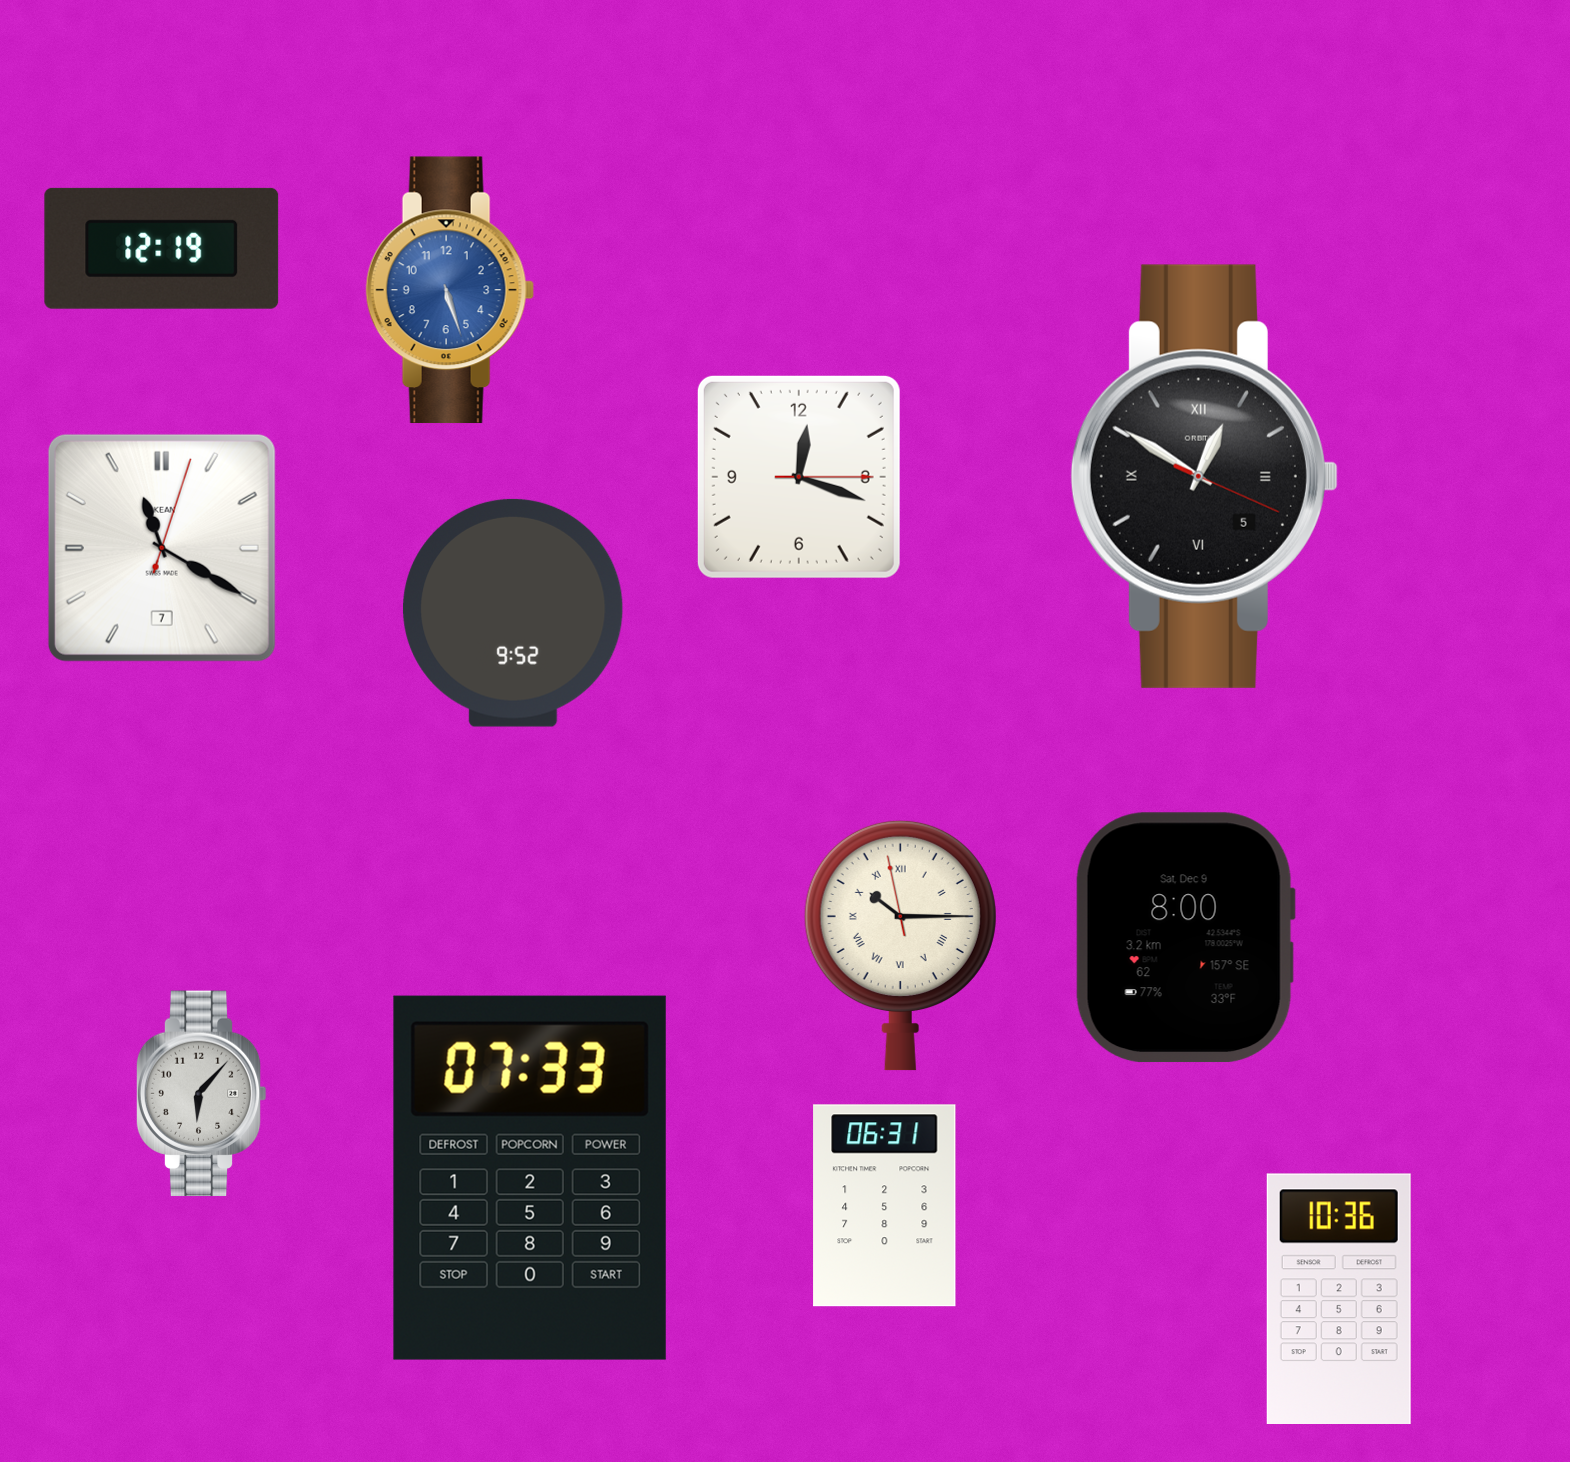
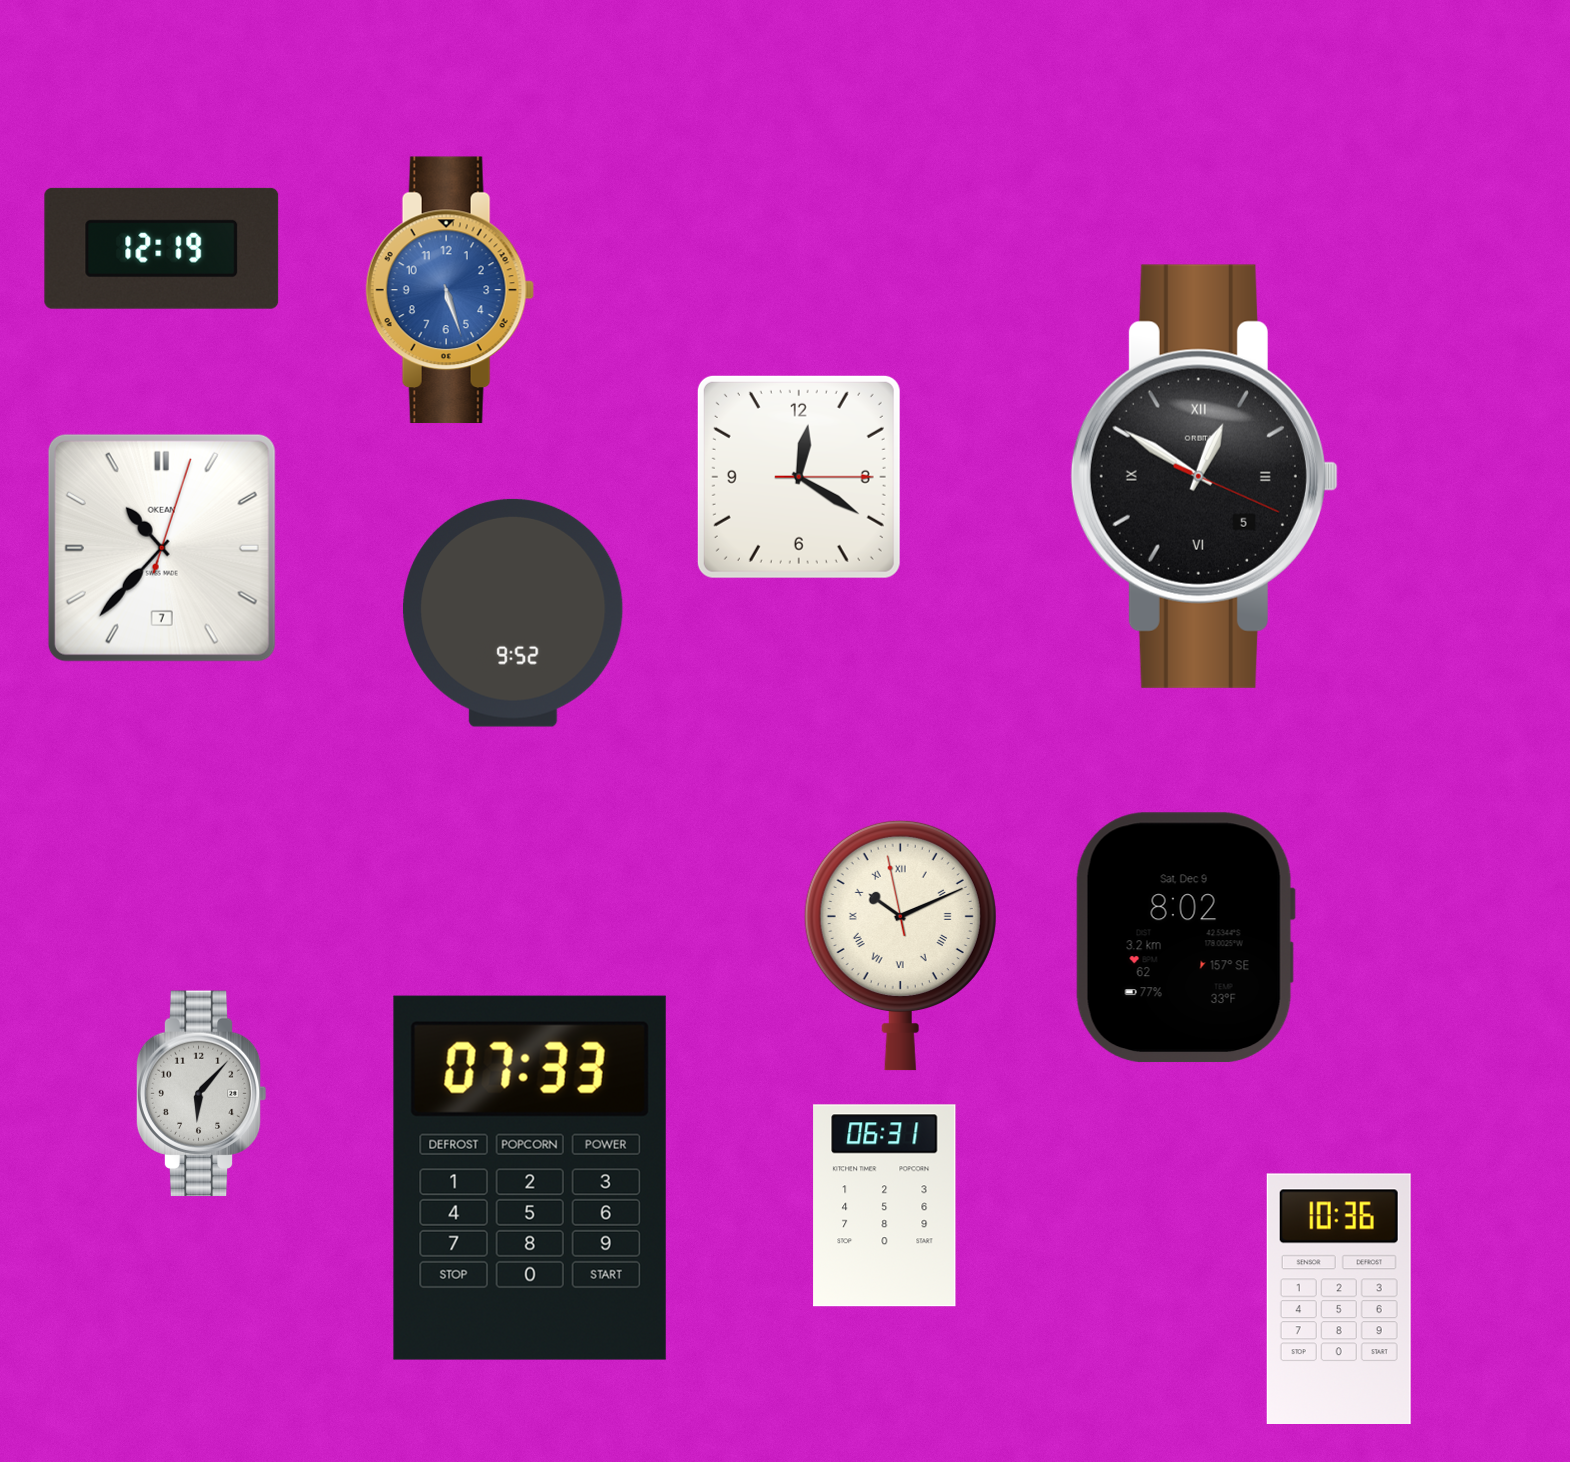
clock at (799, 477): 12:18 -> 12:20
clock at (162, 548): 11:20 -> 10:37
clock at (1185, 938): 8:00 -> 8:02
clock at (900, 945): 10:14 -> 10:10
